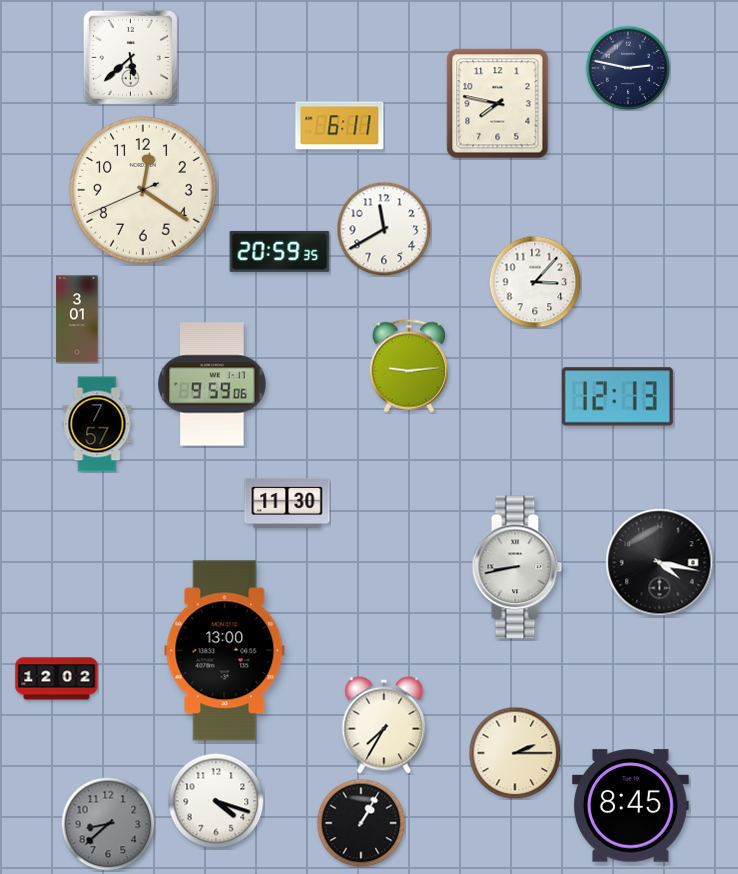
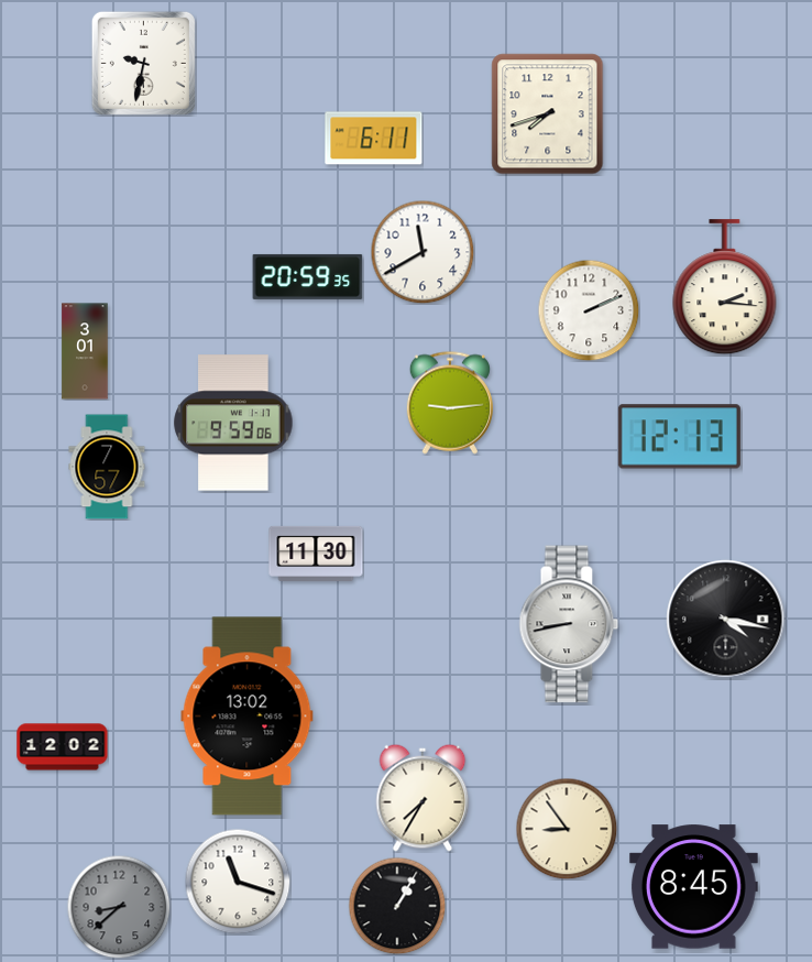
clock at (130, 57): 5:38 -> 9:32
clock at (628, 68): 2:47 -> none
clock at (498, 104): 7:47 -> 7:42
clock at (143, 190): 12:20 -> none
clock at (725, 287): none -> 2:16
clock at (535, 282): 3:07 -> 2:11
clock at (225, 651): 13:00 -> 13:02
clock at (515, 753): 2:15 -> 8:54
clock at (216, 801): 4:18 -> 11:18
